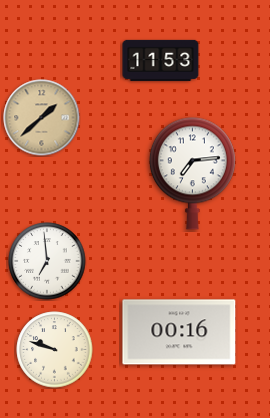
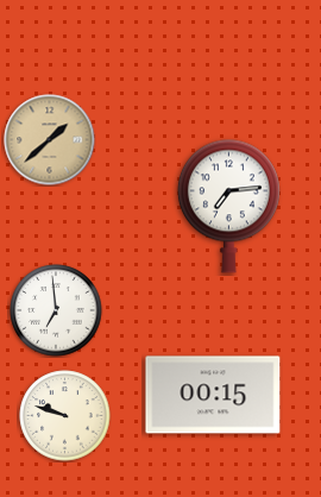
clock at (161, 60): 11:53 -> none
clock at (179, 332): 00:16 -> 00:15
